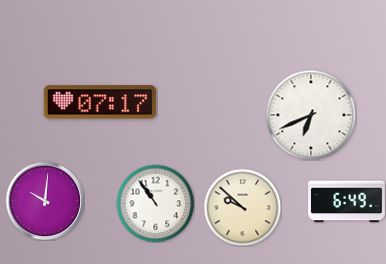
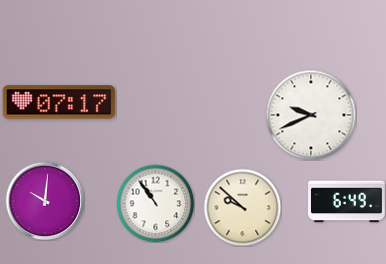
clock at (100, 102) position: (100, 102) -> (59, 102)
clock at (311, 115): 6:41 -> 9:41
